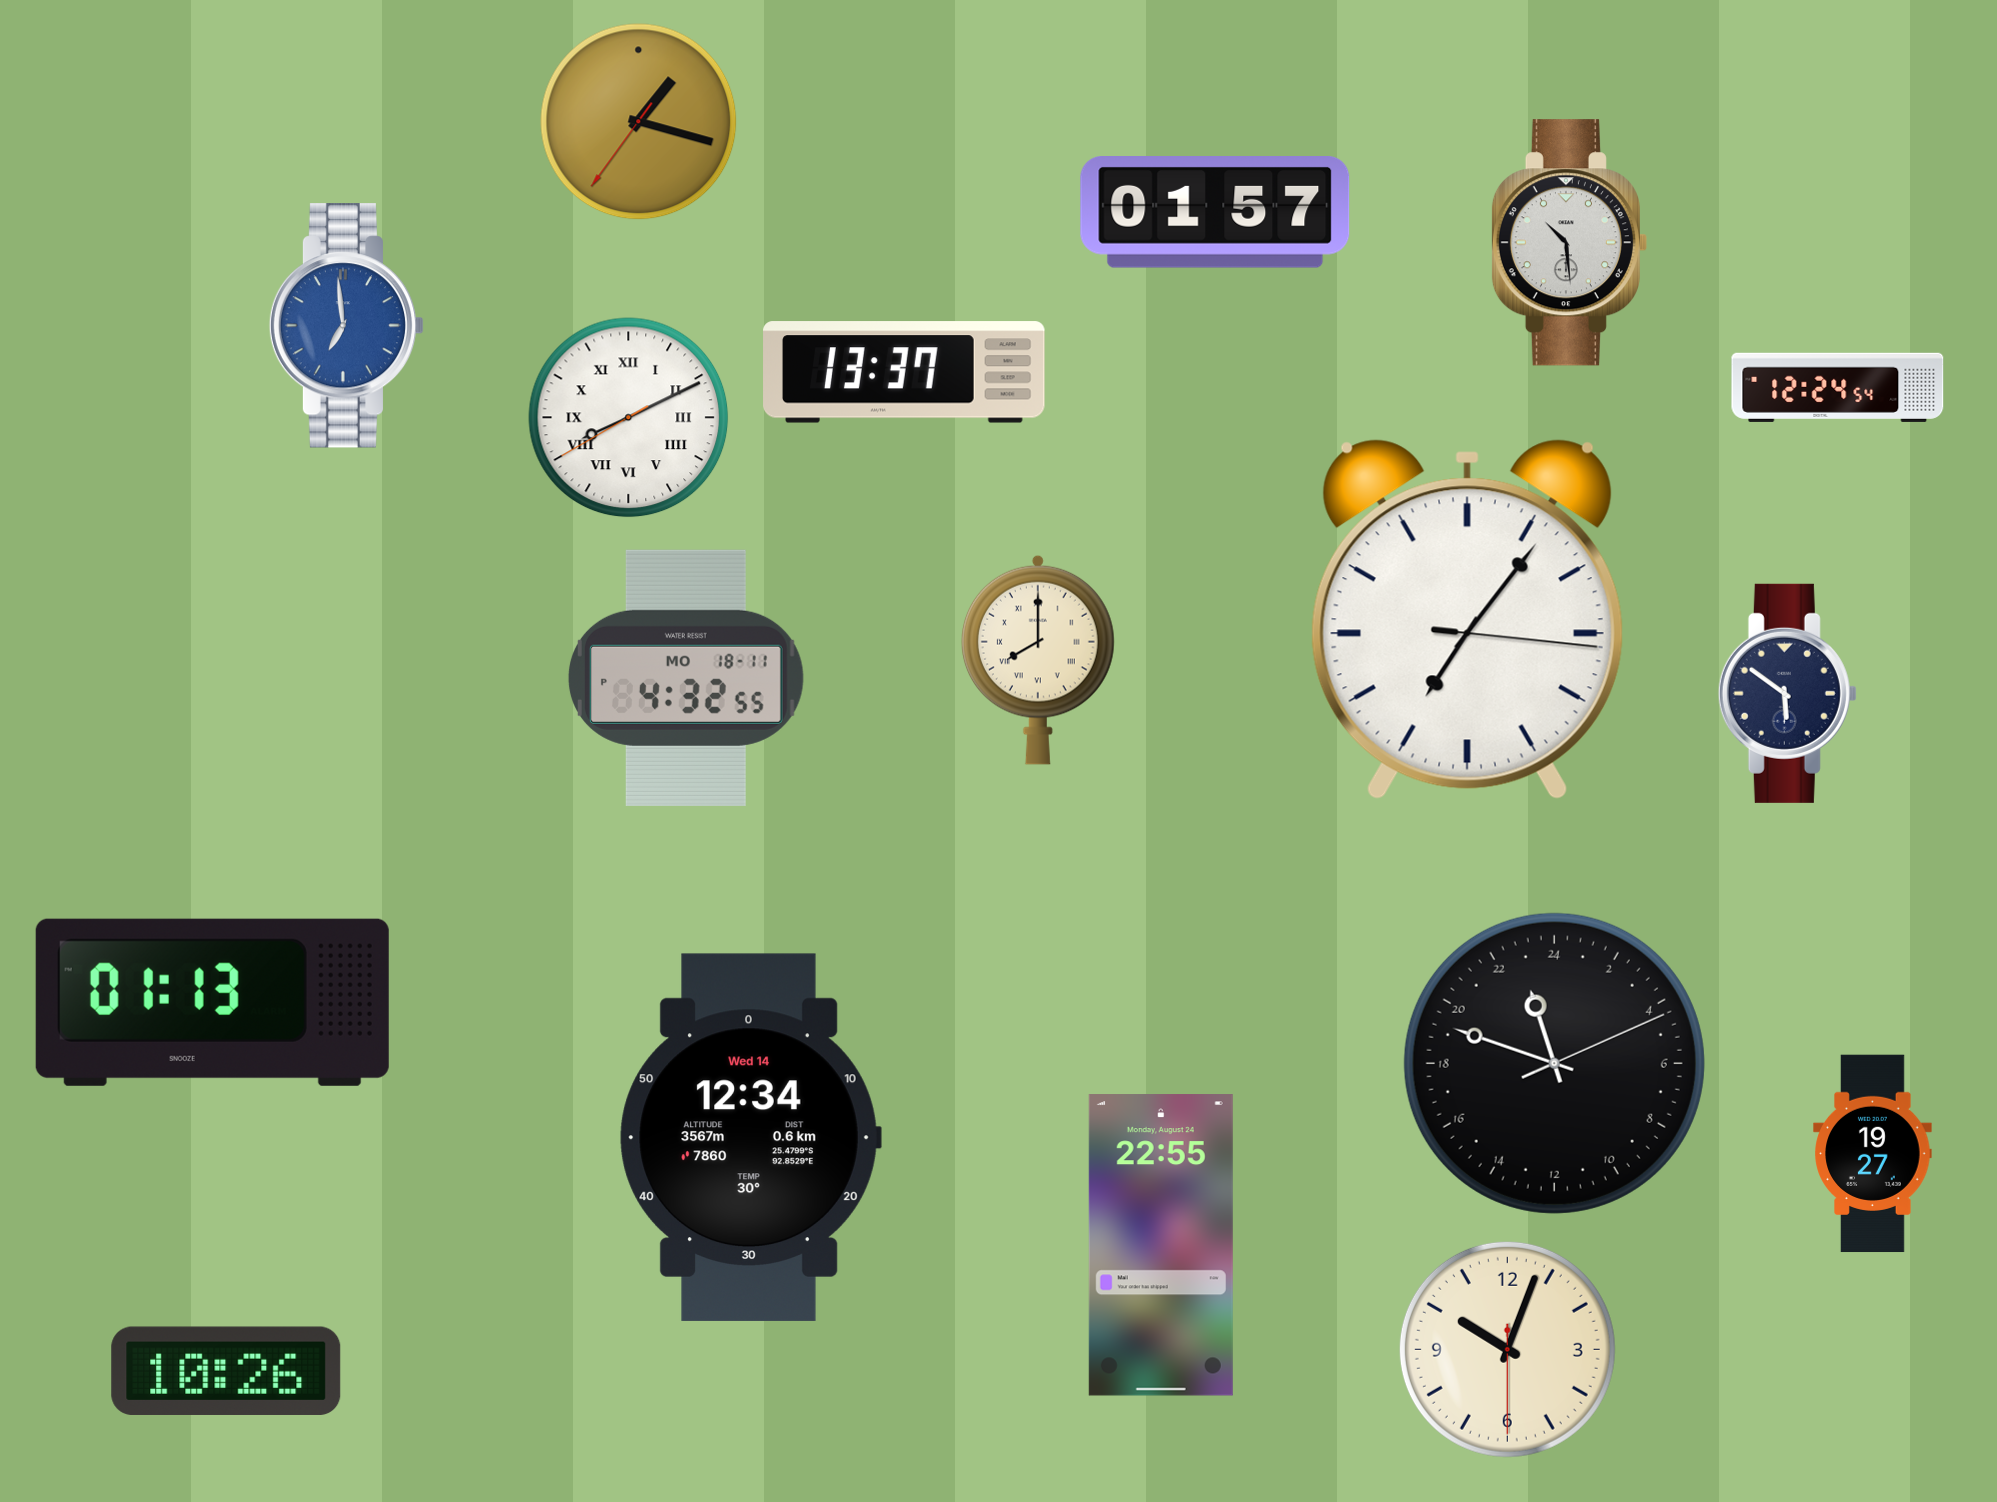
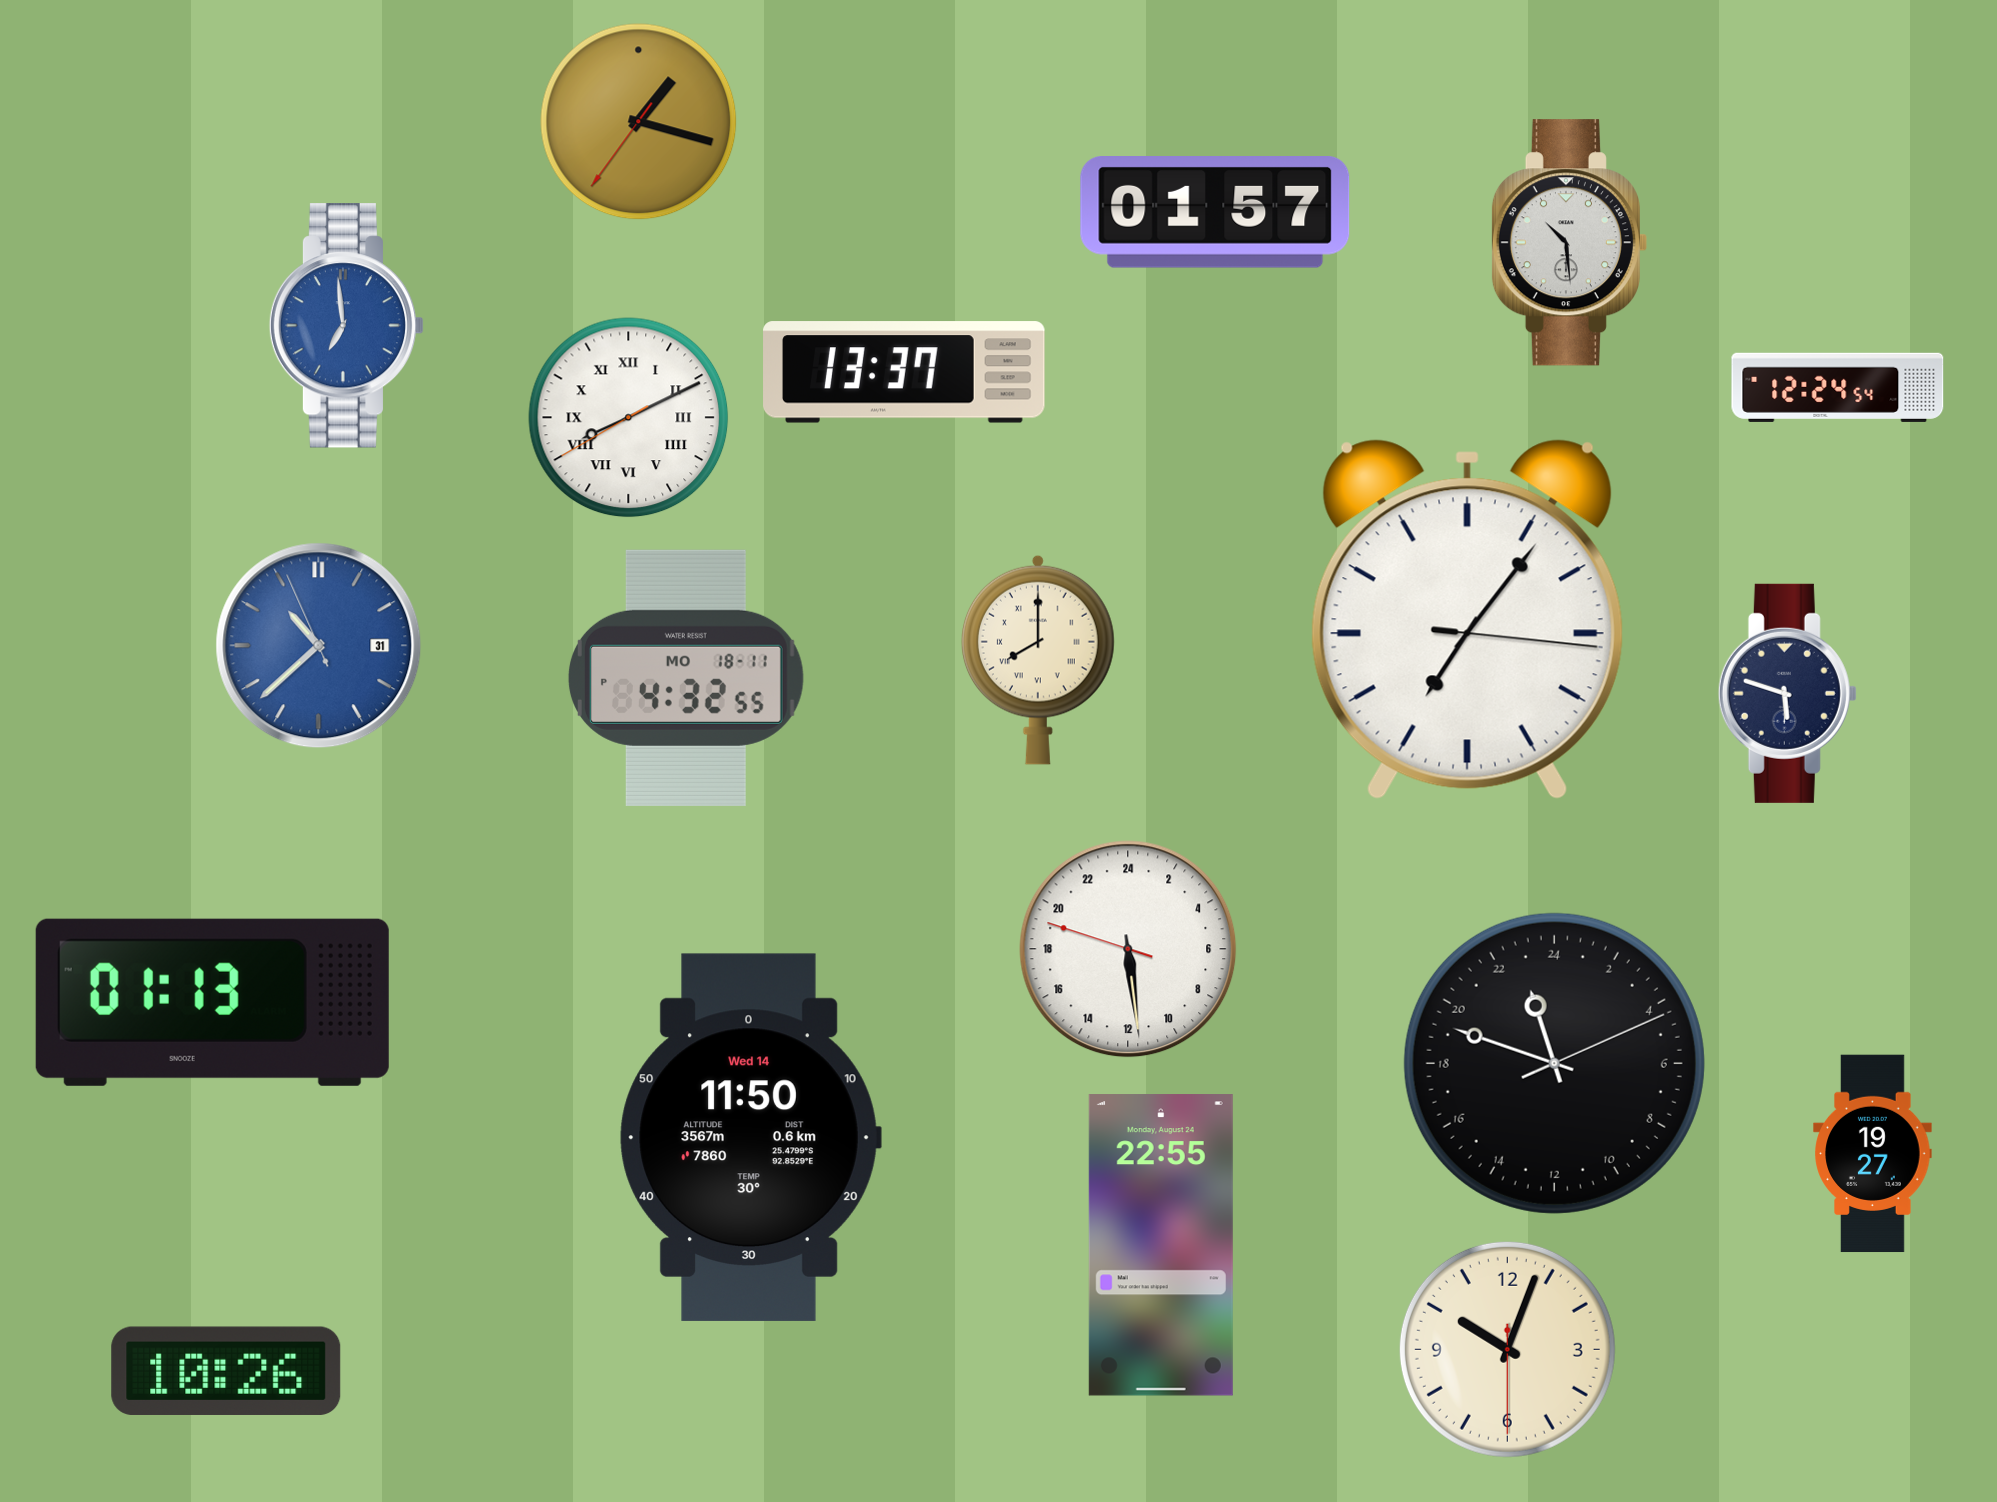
clock at (319, 646): none -> 10:37
clock at (1787, 693): 5:51 -> 5:48
clock at (1128, 949): none -> 11:28
clock at (750, 1137): 12:34 -> 11:50
